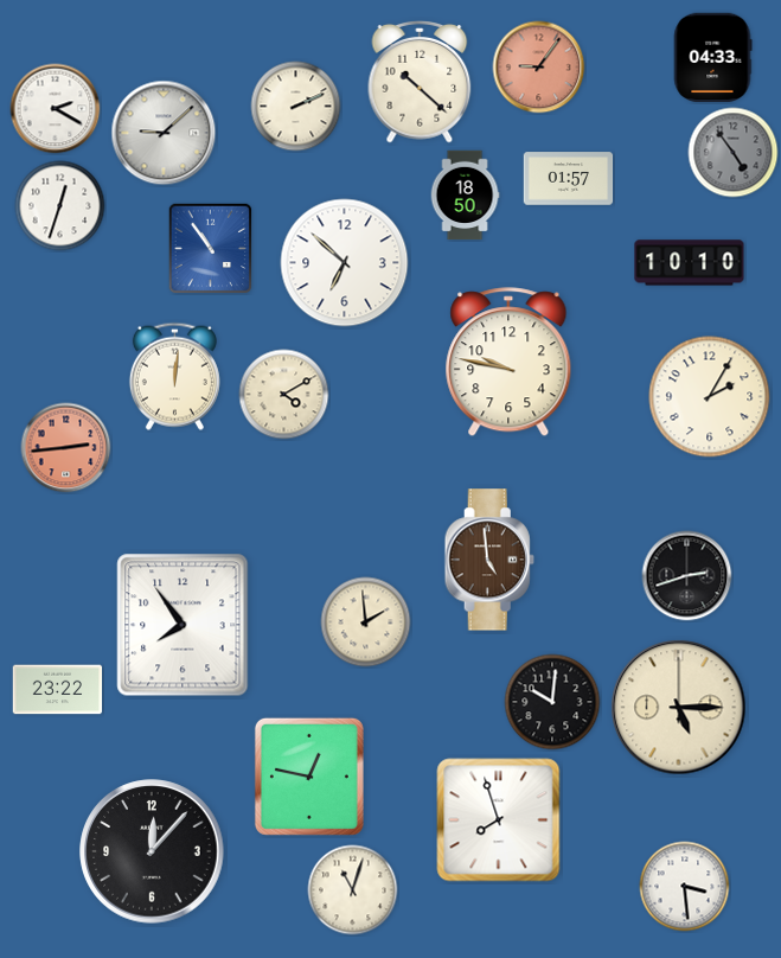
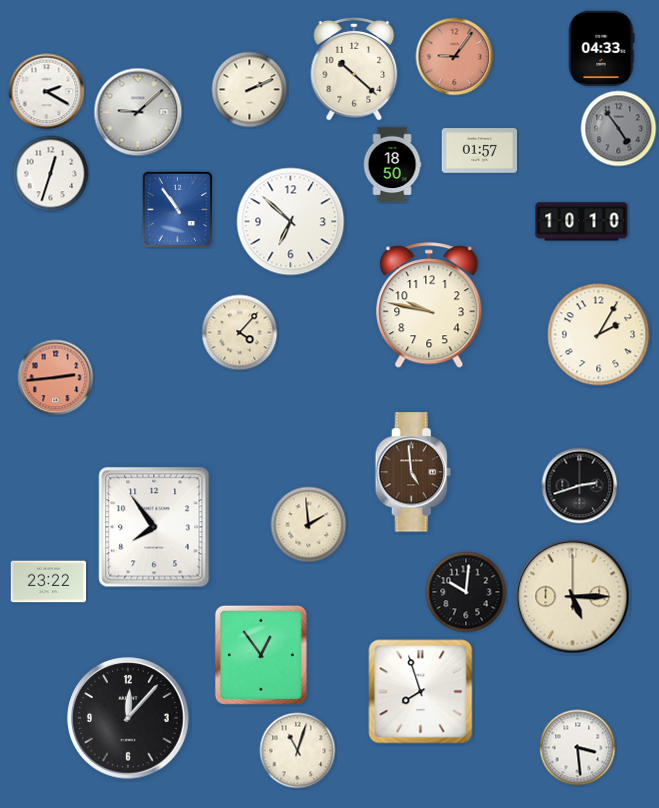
clock at (174, 376): 12:01 -> none
clock at (284, 395): 4:10 -> 4:07
clock at (309, 777): 12:47 -> 12:54
